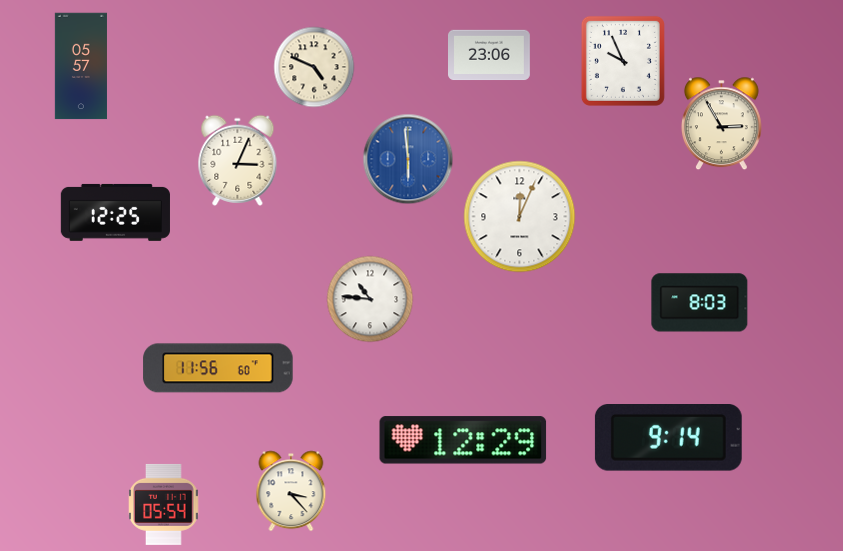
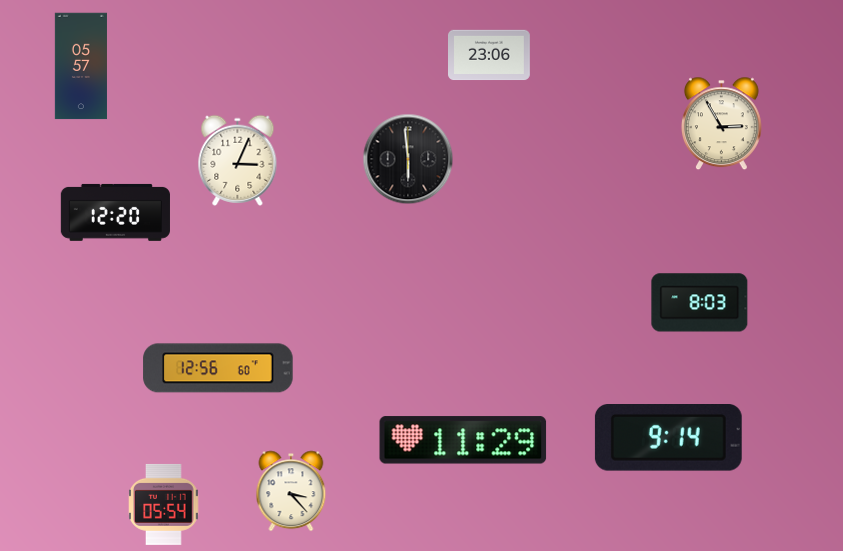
clock at (623, 61): 9:56 -> none
clock at (314, 67): 4:49 -> none
clock at (408, 159) dial: blue -> black
clock at (115, 212): 12:25 -> 12:20
clock at (520, 217): 12:04 -> none
clock at (370, 299): 10:46 -> none
clock at (218, 368): 11:56 -> 12:56
clock at (463, 440): 12:29 -> 11:29
